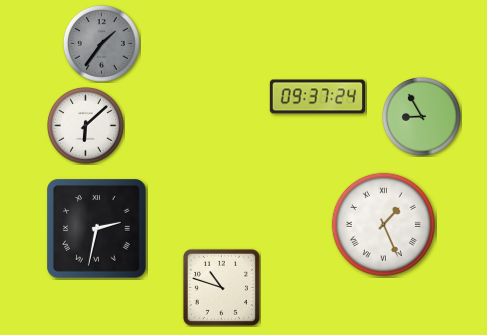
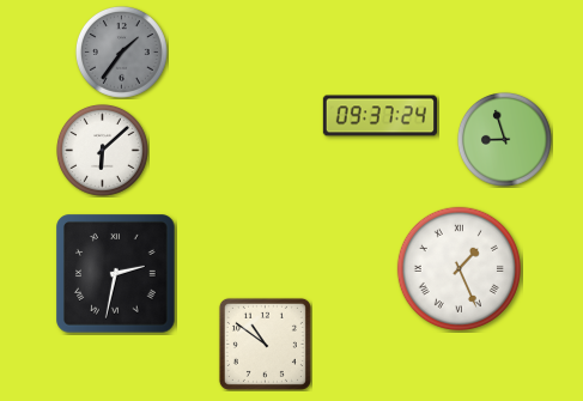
clock at (421, 116): 8:55 -> 8:57
clock at (221, 287): 10:48 -> 10:51
